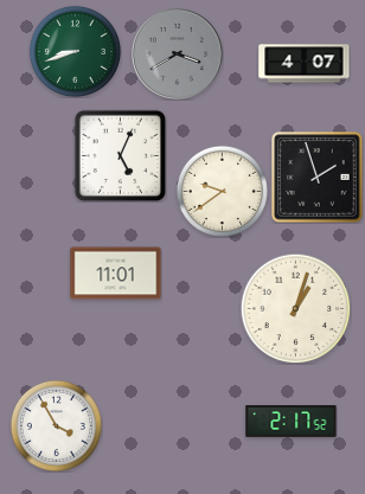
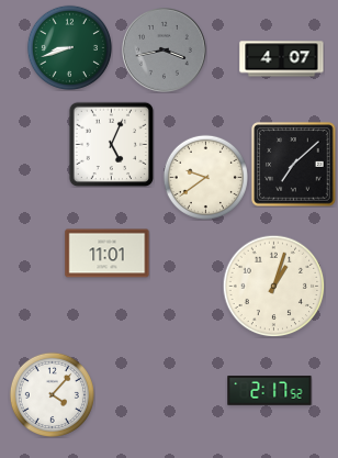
clock at (178, 54): 3:40 -> 3:43
clock at (318, 178): 1:57 -> 7:08
clock at (56, 425): 3:55 -> 4:07
